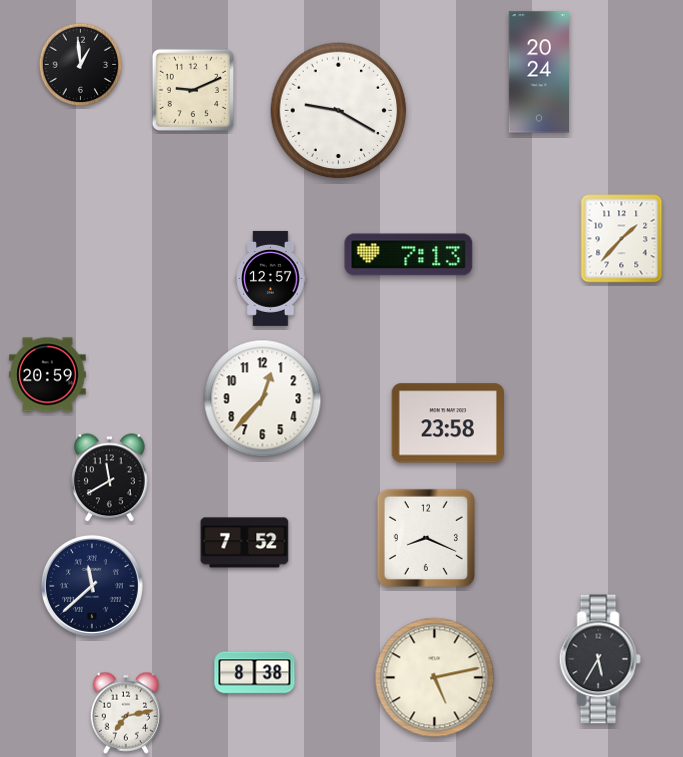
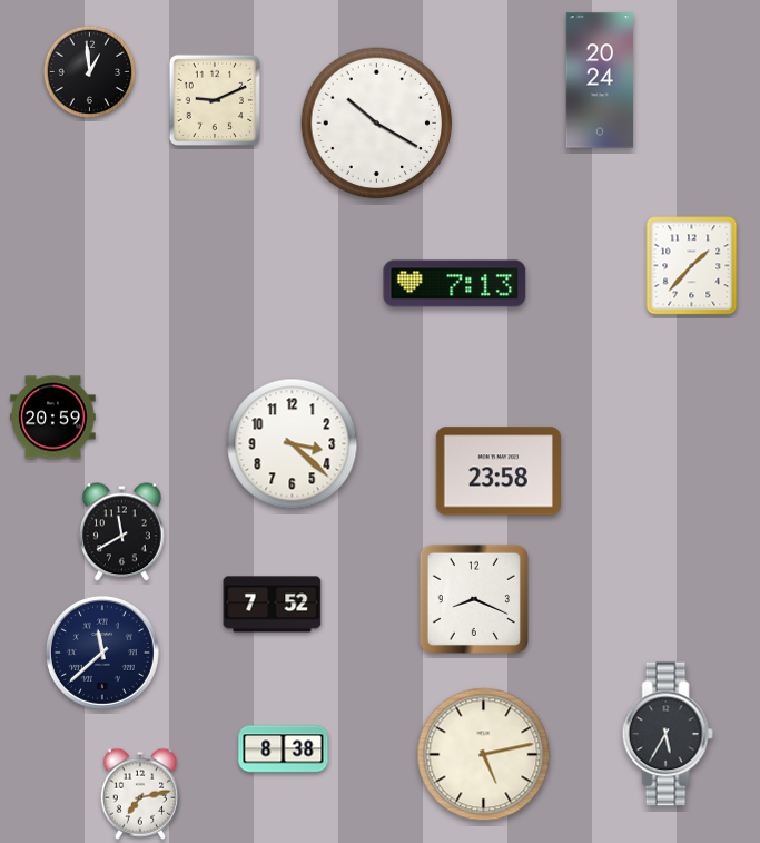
clock at (339, 111): 9:20 -> 10:20
clock at (271, 278): 12:57 -> none
clock at (263, 399): 12:37 -> 3:22
